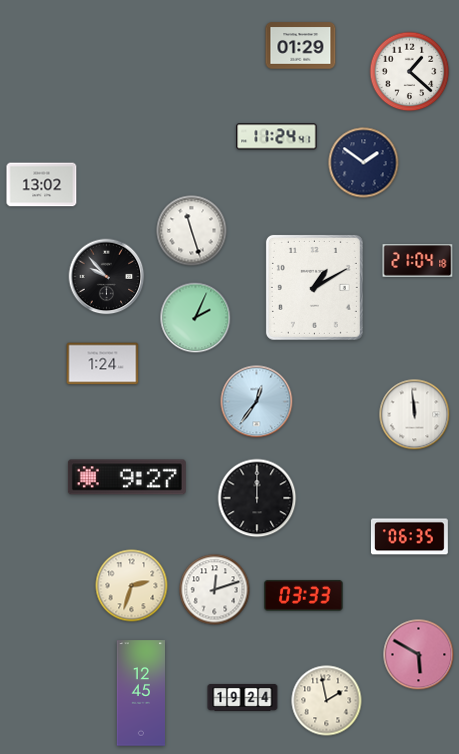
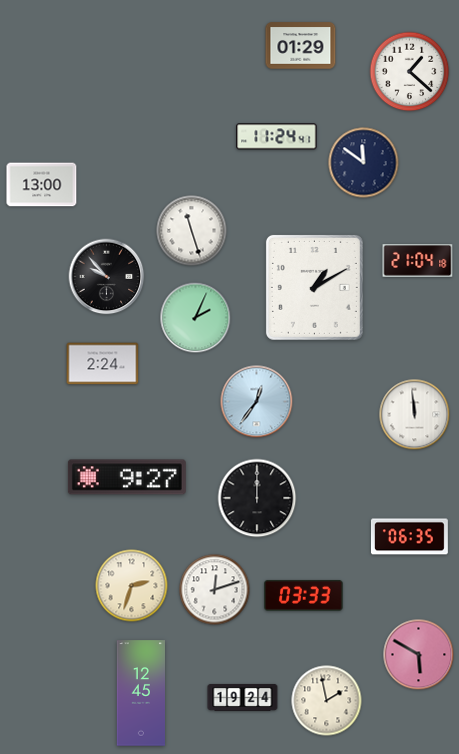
clock at (364, 163): 1:51 -> 11:51
clock at (42, 185): 13:02 -> 13:00
clock at (103, 364): 1:24 -> 2:24
